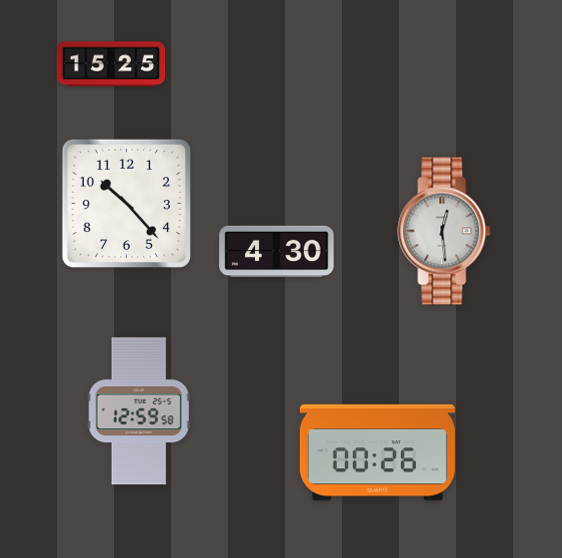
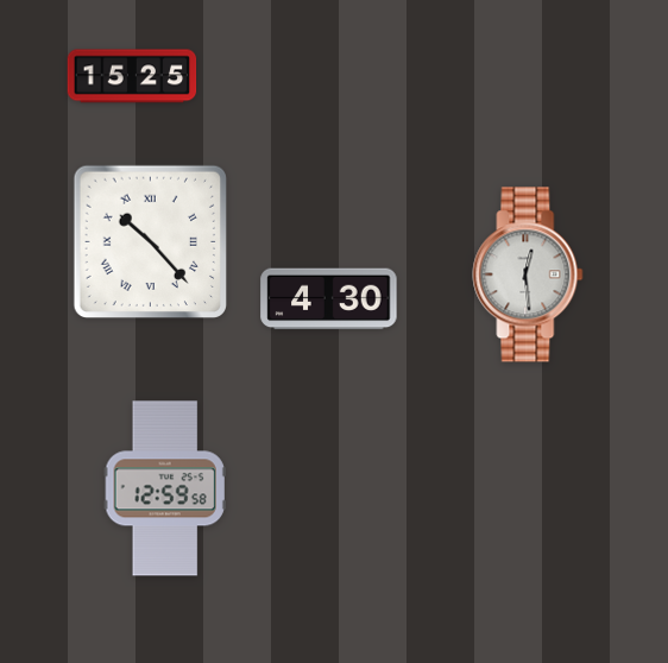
clock at (127, 204) numerals: Arabic -> Roman
clock at (377, 453): 00:26 -> none
